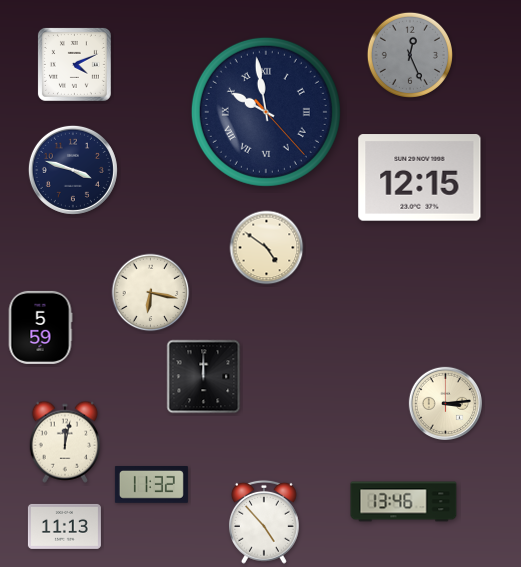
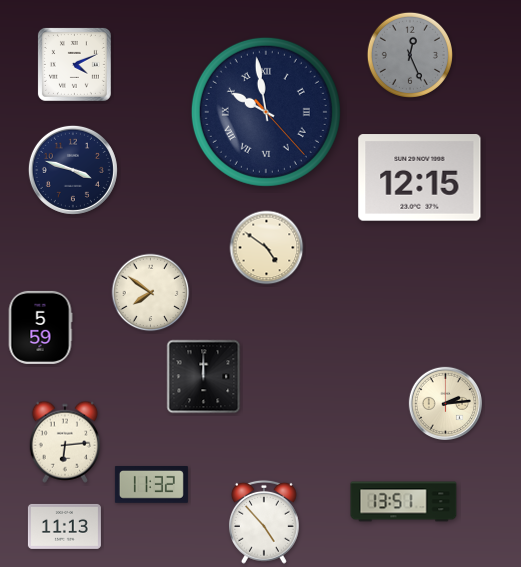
clock at (151, 293): 6:17 -> 7:51
clock at (445, 403): 3:14 -> 2:14
clock at (64, 442): 12:02 -> 6:14
clock at (404, 502): 13:46 -> 13:51
